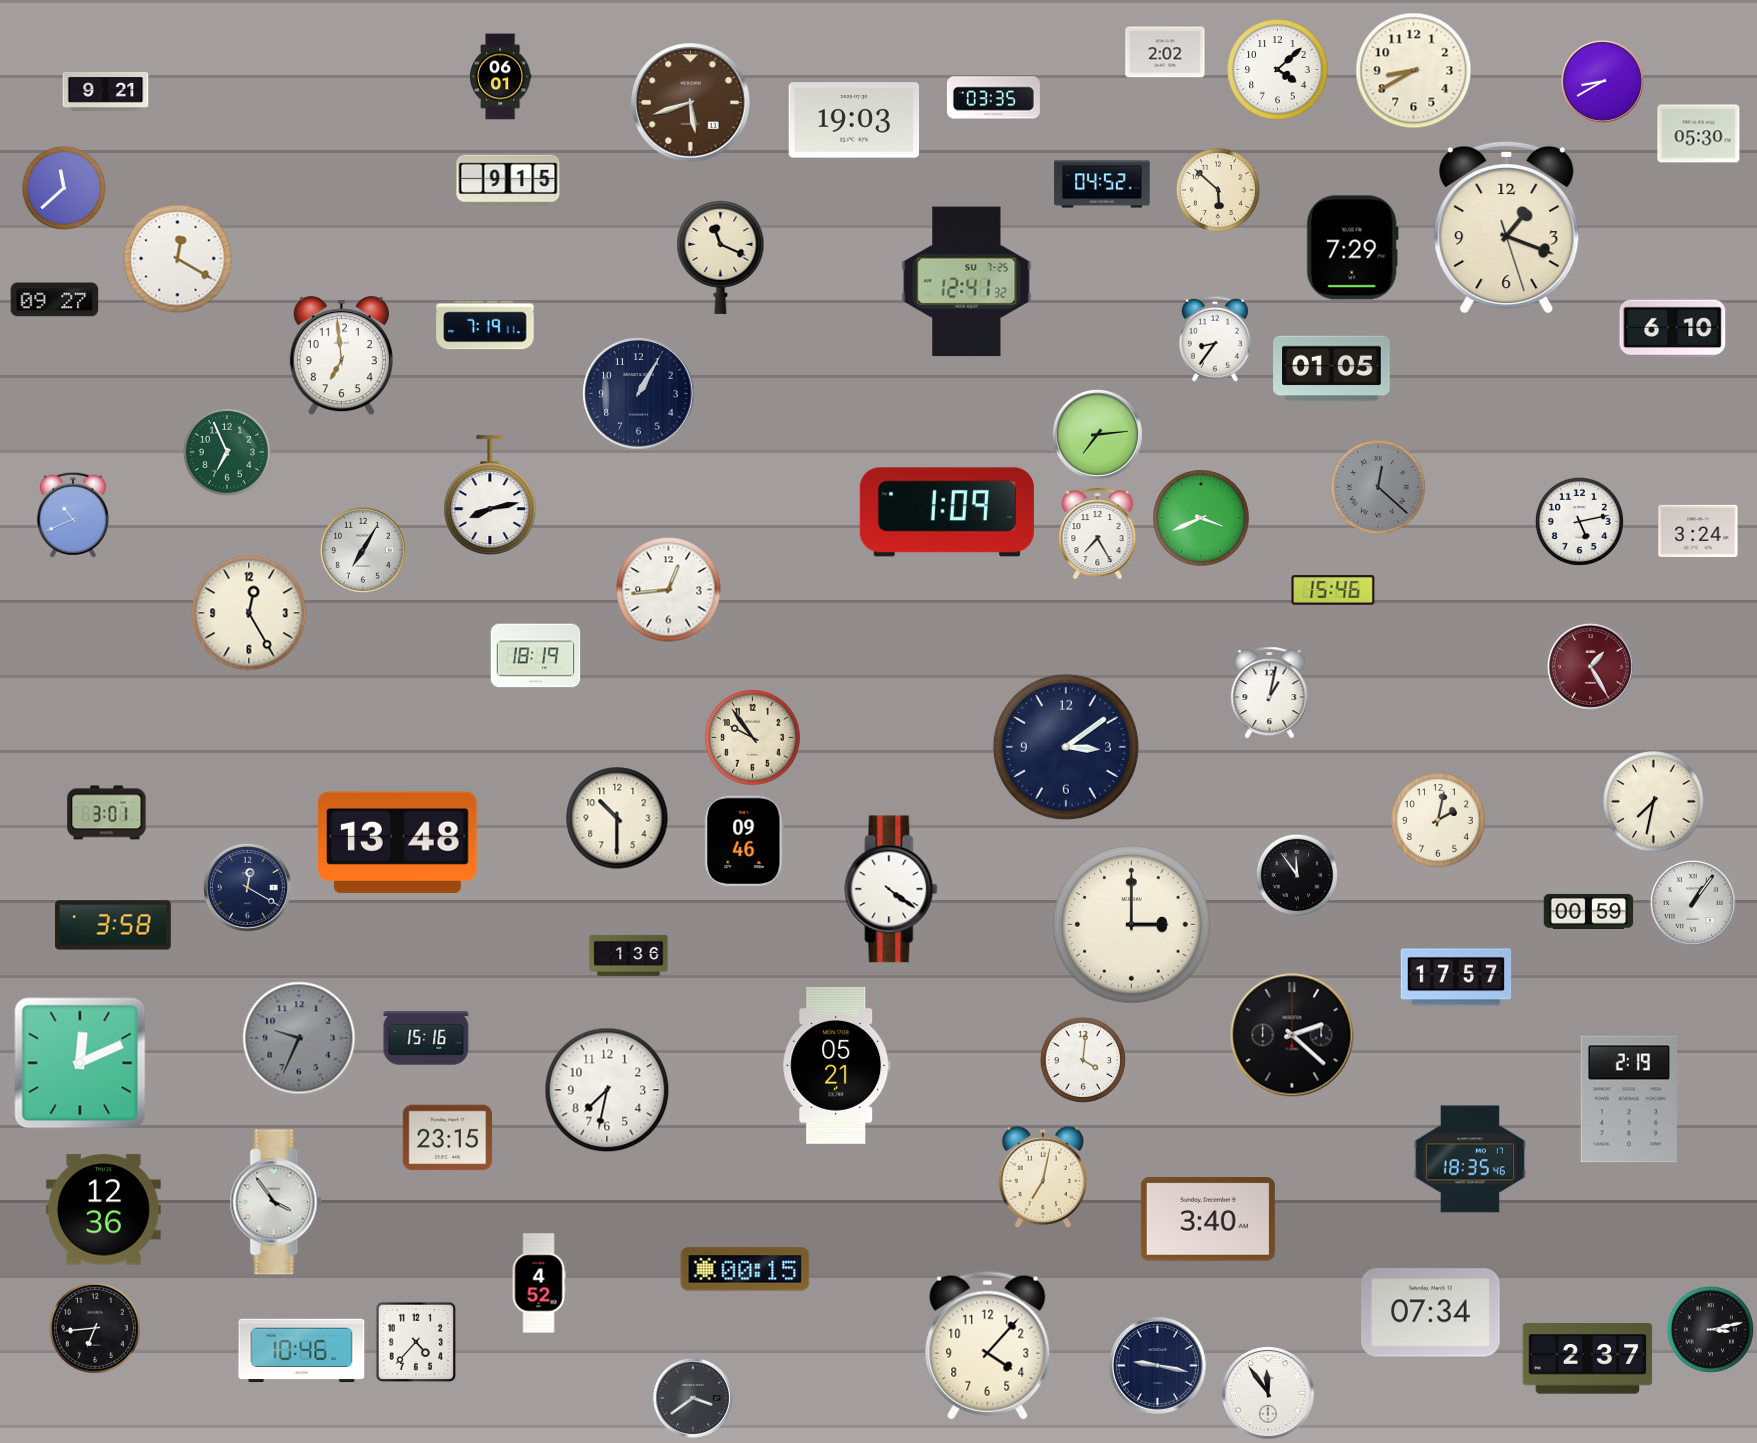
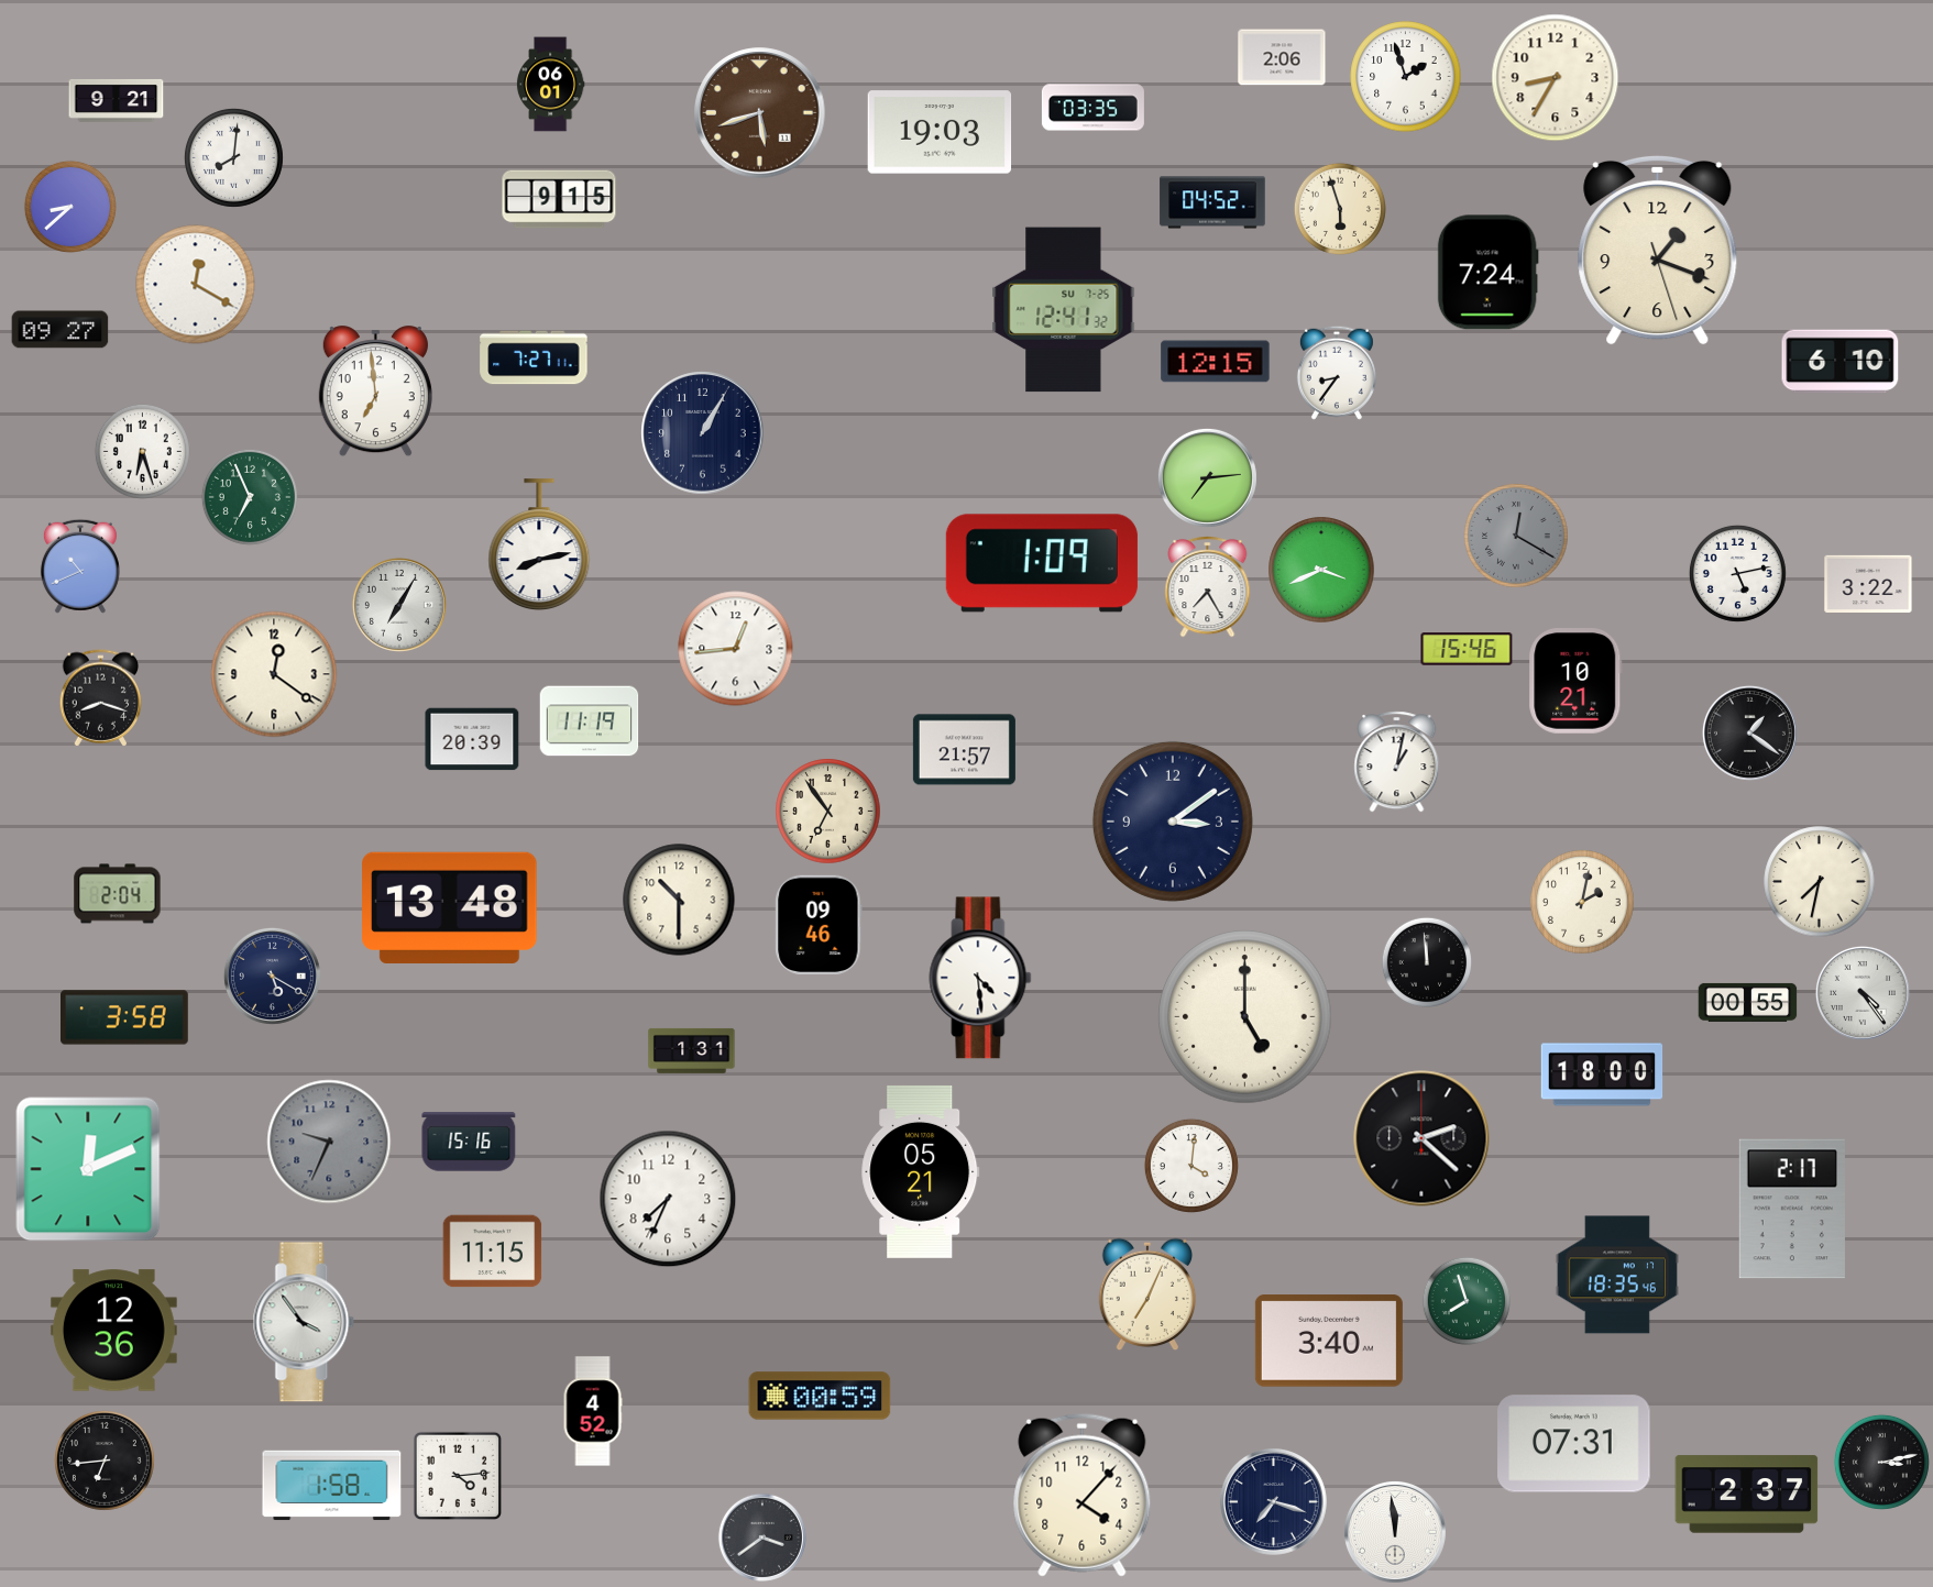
clock at (1165, 52): 2:02 -> 2:06
clock at (1278, 70): 4:08 -> 1:57
clock at (1414, 71): 8:40 -> 8:35
clock at (1602, 81): 8:40 -> none
clock at (1699, 134): 05:30 -> none
clock at (233, 157): none -> 8:01
clock at (64, 188): 11:38 -> 8:38
clock at (1218, 190): 5:52 -> 5:57
clock at (1352, 248): 7:29 -> 7:24
clock at (721, 257): 11:19 -> none
clock at (485, 325): 7:19 -> 7:27
clock at (1216, 362): none -> 12:15
clock at (1332, 369): 01:05 -> none
clock at (142, 451): none -> 6:27
clock at (1378, 487): 12:22 -> 12:20
clock at (1698, 531): 3:24 -> 3:22
clock at (249, 613): 12:25 -> 12:21
clock at (1575, 682): none -> 10:21
clock at (101, 698): none -> 8:18
clock at (536, 656): 18:19 -> 11:19
clock at (1590, 666): 1:25 -> 1:21
clock at (1590, 666) dial: burgundy -> black
clock at (472, 739): none -> 20:39
clock at (964, 750): none -> 21:57
clock at (753, 738): 9:54 -> 6:54
clock at (107, 813): 3:01 -> 2:04
clock at (398, 842) position: (398, 842) -> (450, 907)
clock at (1296, 874): 11:54 -> 11:59
clock at (247, 887): 12:20 -> 5:20
clock at (891, 889): 4:21 -> 4:29
clock at (1693, 903): 1:06 -> 4:24
clock at (1589, 911): 00:59 -> 00:55
clock at (1132, 925): 3:00 -> 5:00
clock at (629, 955): 1:36 -> 1:31
clock at (1456, 977): 17:57 -> 18:00
clock at (607, 1090): 7:32 -> 7:34
clock at (1629, 1099): 2:19 -> 2:17
clock at (448, 1138): 23:15 -> 11:15
clock at (1043, 1177): 7:02 -> 7:04
clock at (1467, 1301): none -> 7:57
clock at (745, 1269): 00:15 -> 00:59
clock at (1431, 1313): 07:34 -> 07:31
clock at (415, 1341): 4:37 -> 4:14
clock at (988, 1345) position: (988, 1345) -> (1083, 1495)
clock at (302, 1351): 10:46 -> 1:58
clock at (1158, 1366): 9:17 -> 7:18
clock at (1268, 1393): 11:54 -> 11:59
